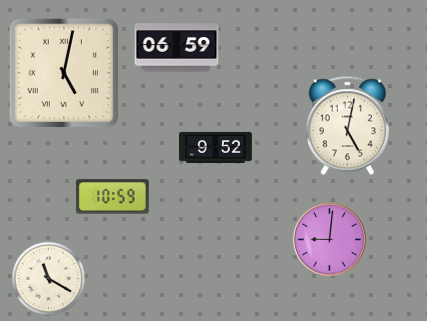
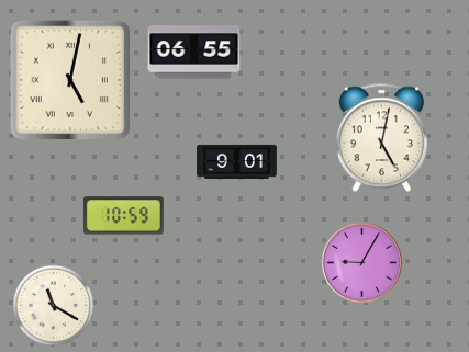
clock at (177, 48): 06:59 -> 06:55
clock at (216, 147): 9:52 -> 9:01
clock at (329, 239): 9:01 -> 9:05
